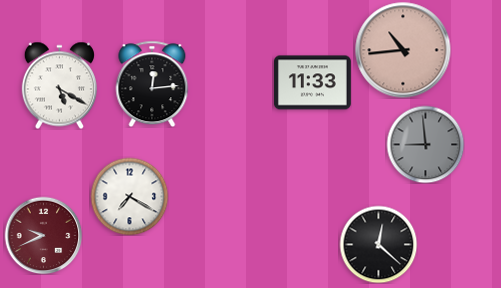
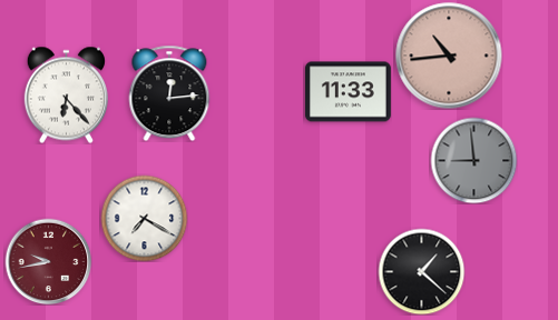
clock at (59, 85): 5:20 -> 6:23
clock at (43, 235): 9:41 -> 9:43
clock at (378, 244): 12:22 -> 1:22
